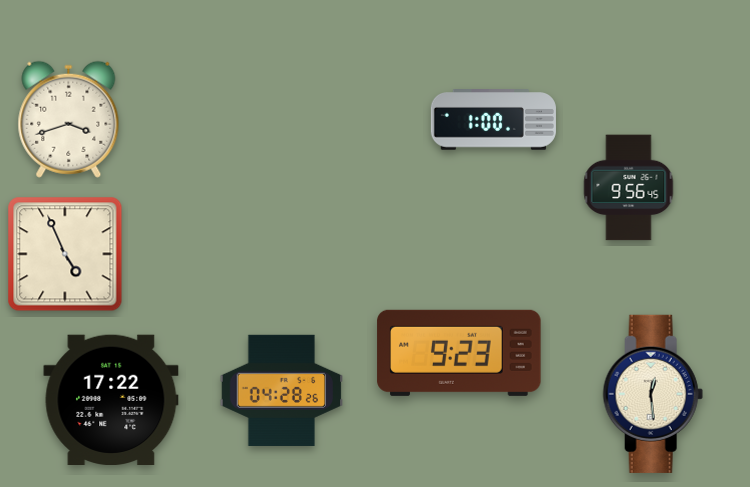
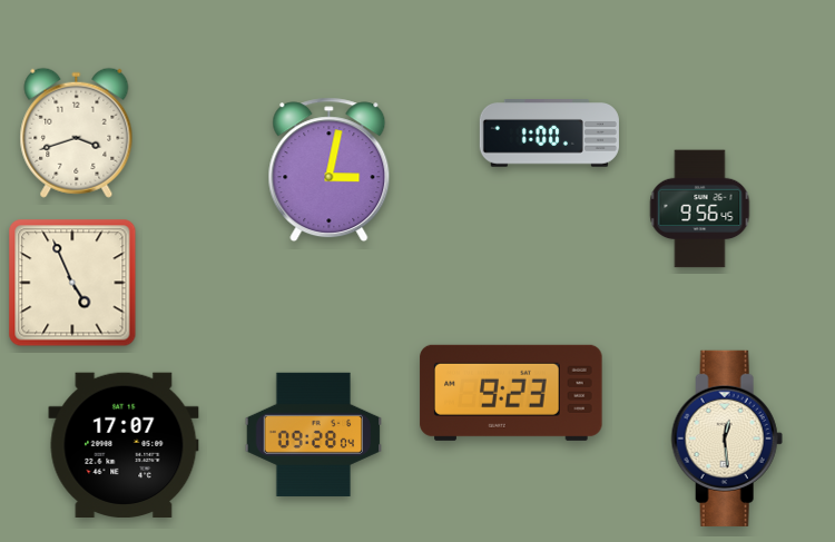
clock at (330, 170): none -> 3:02
clock at (282, 390): 04:28 -> 09:28
clock at (111, 399): 17:22 -> 17:07
